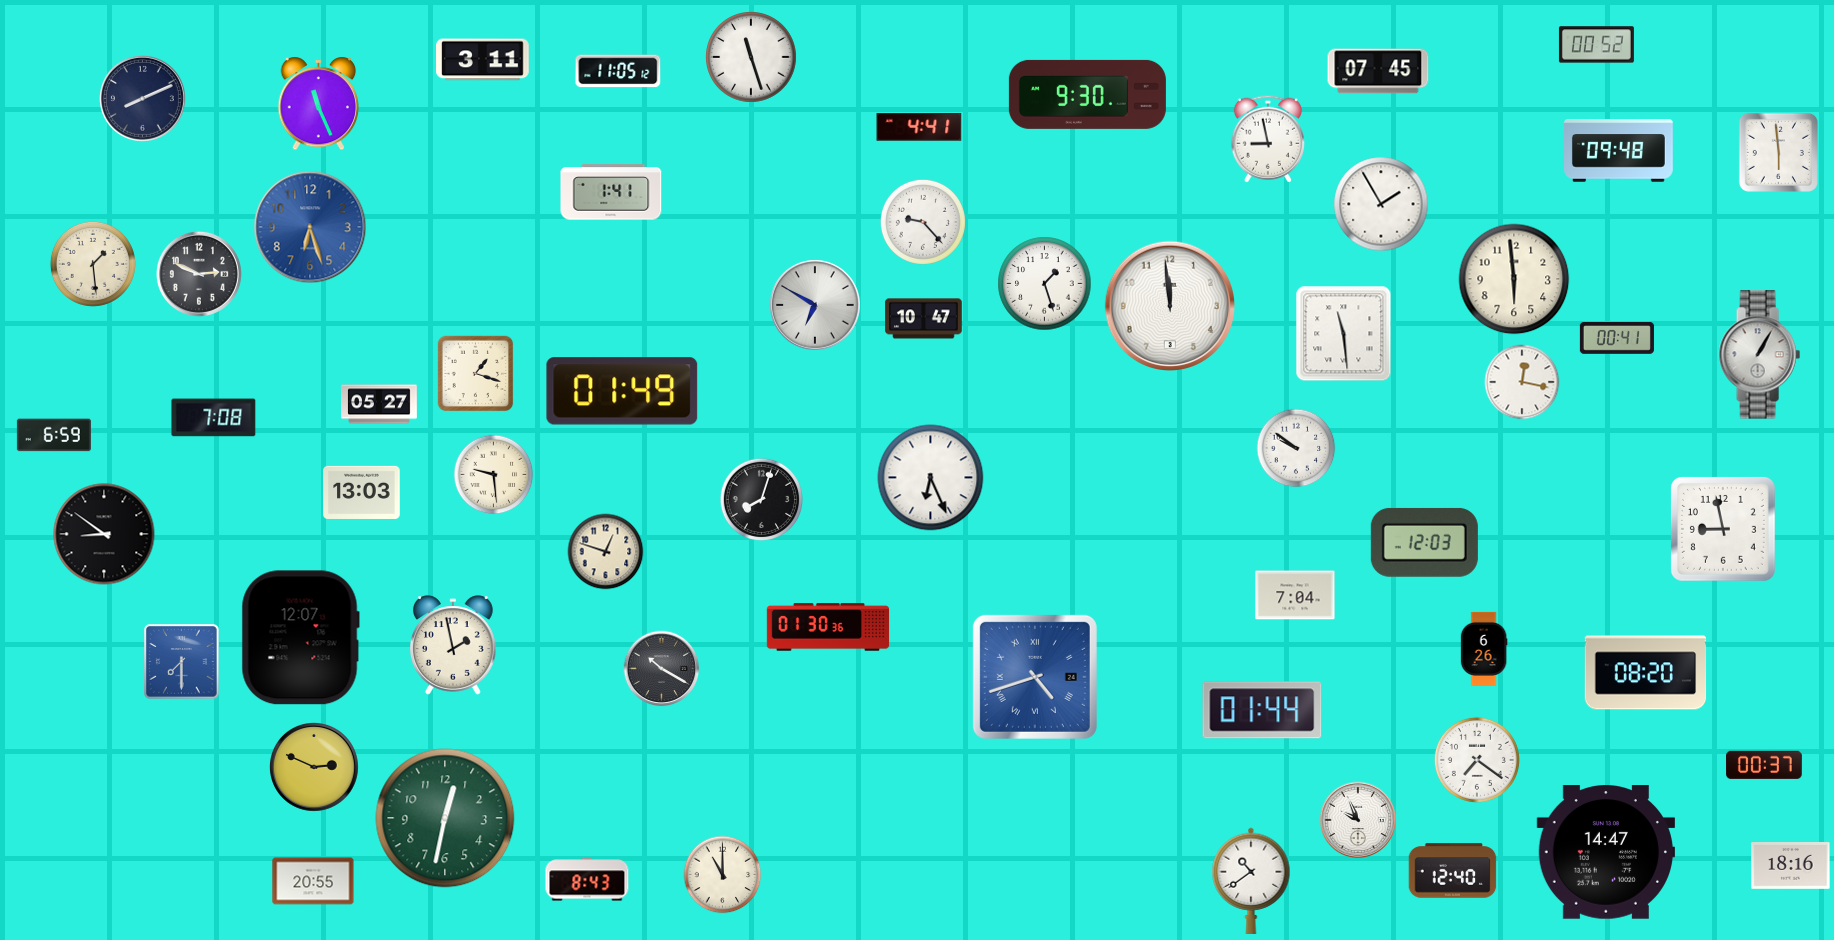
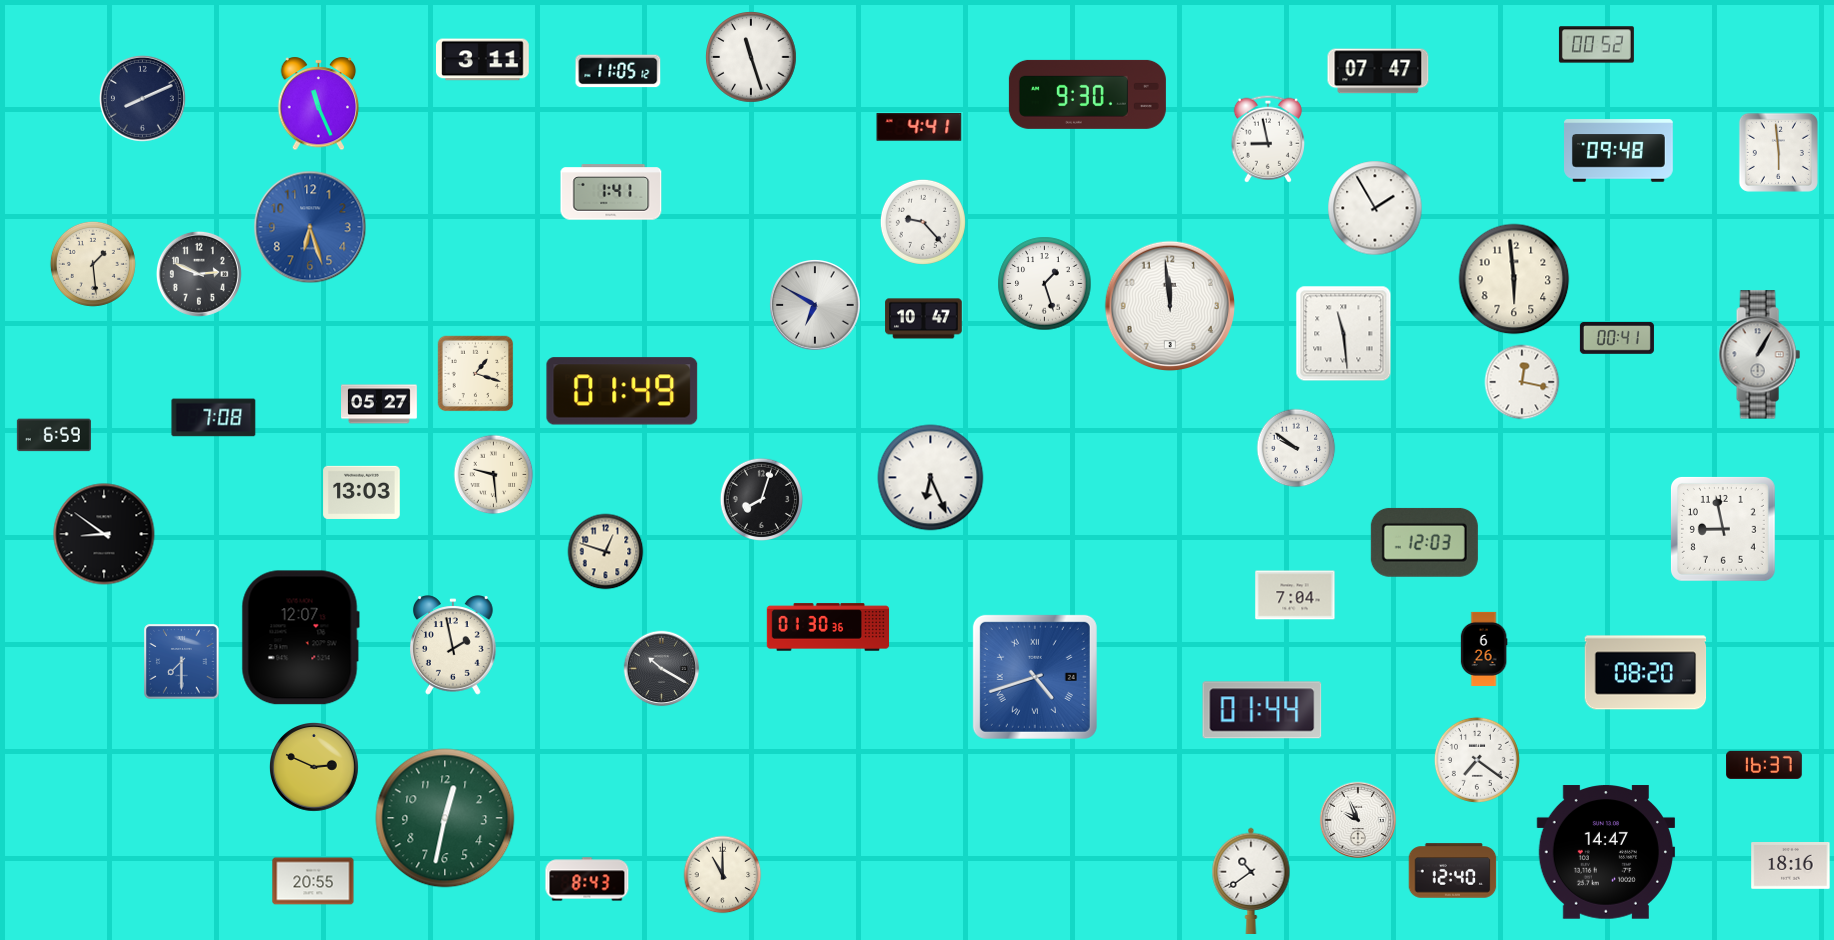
clock at (1378, 71): 07:45 -> 07:47
clock at (1381, 204) position: (1381, 204) -> (1375, 208)
clock at (1765, 764): 00:37 -> 16:37
